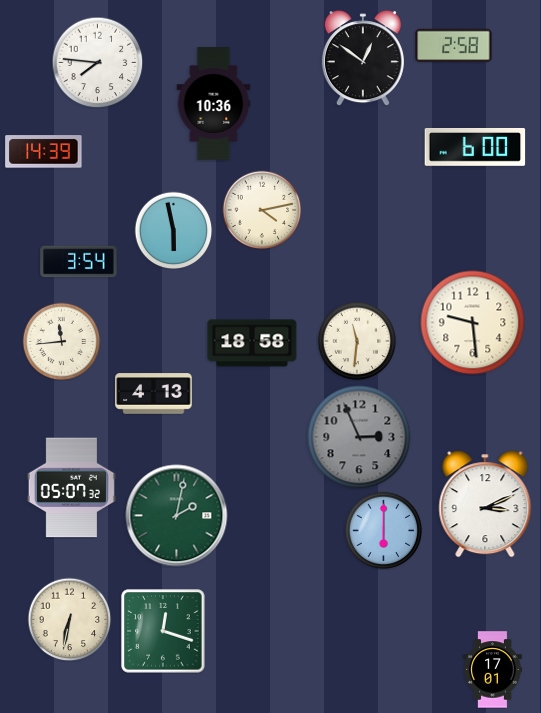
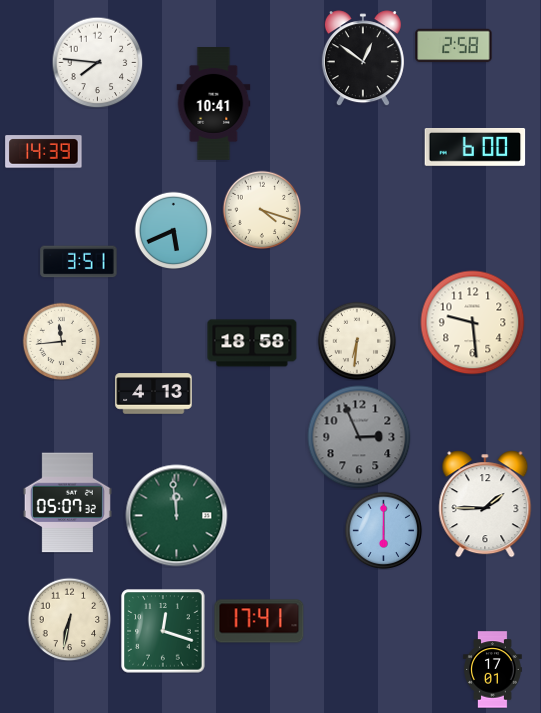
clock at (214, 104): 10:36 -> 10:41
clock at (262, 210): 4:13 -> 4:18
clock at (173, 230): 5:58 -> 5:41
clock at (79, 262): 3:54 -> 3:51
clock at (357, 341): 11:31 -> 6:31
clock at (71, 488) position: (71, 488) -> (67, 503)
clock at (485, 504): 3:11 -> 1:45
clock at (177, 516): 2:02 -> 11:59
clock at (259, 621): none -> 17:41
